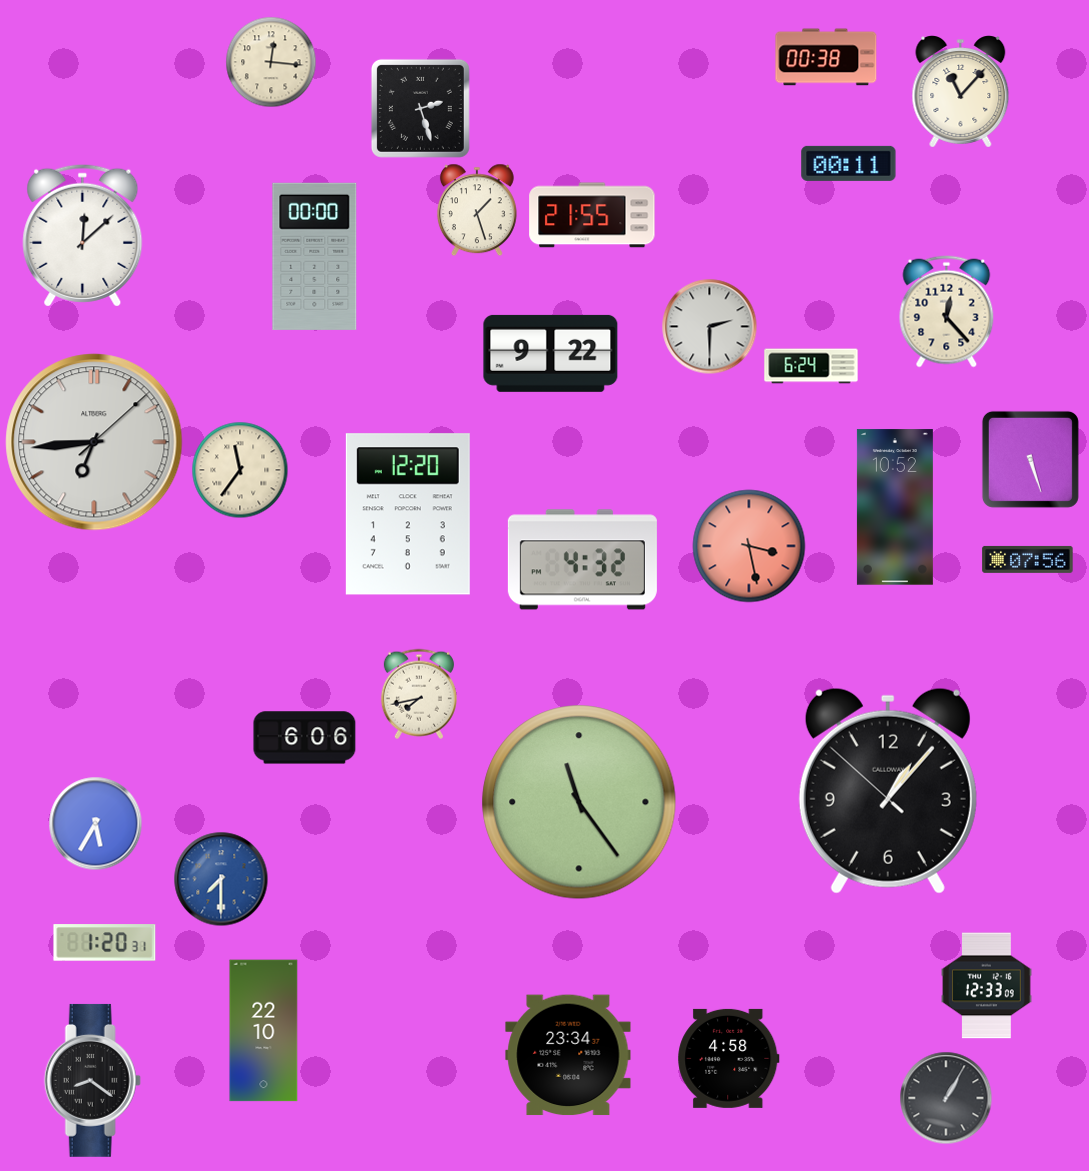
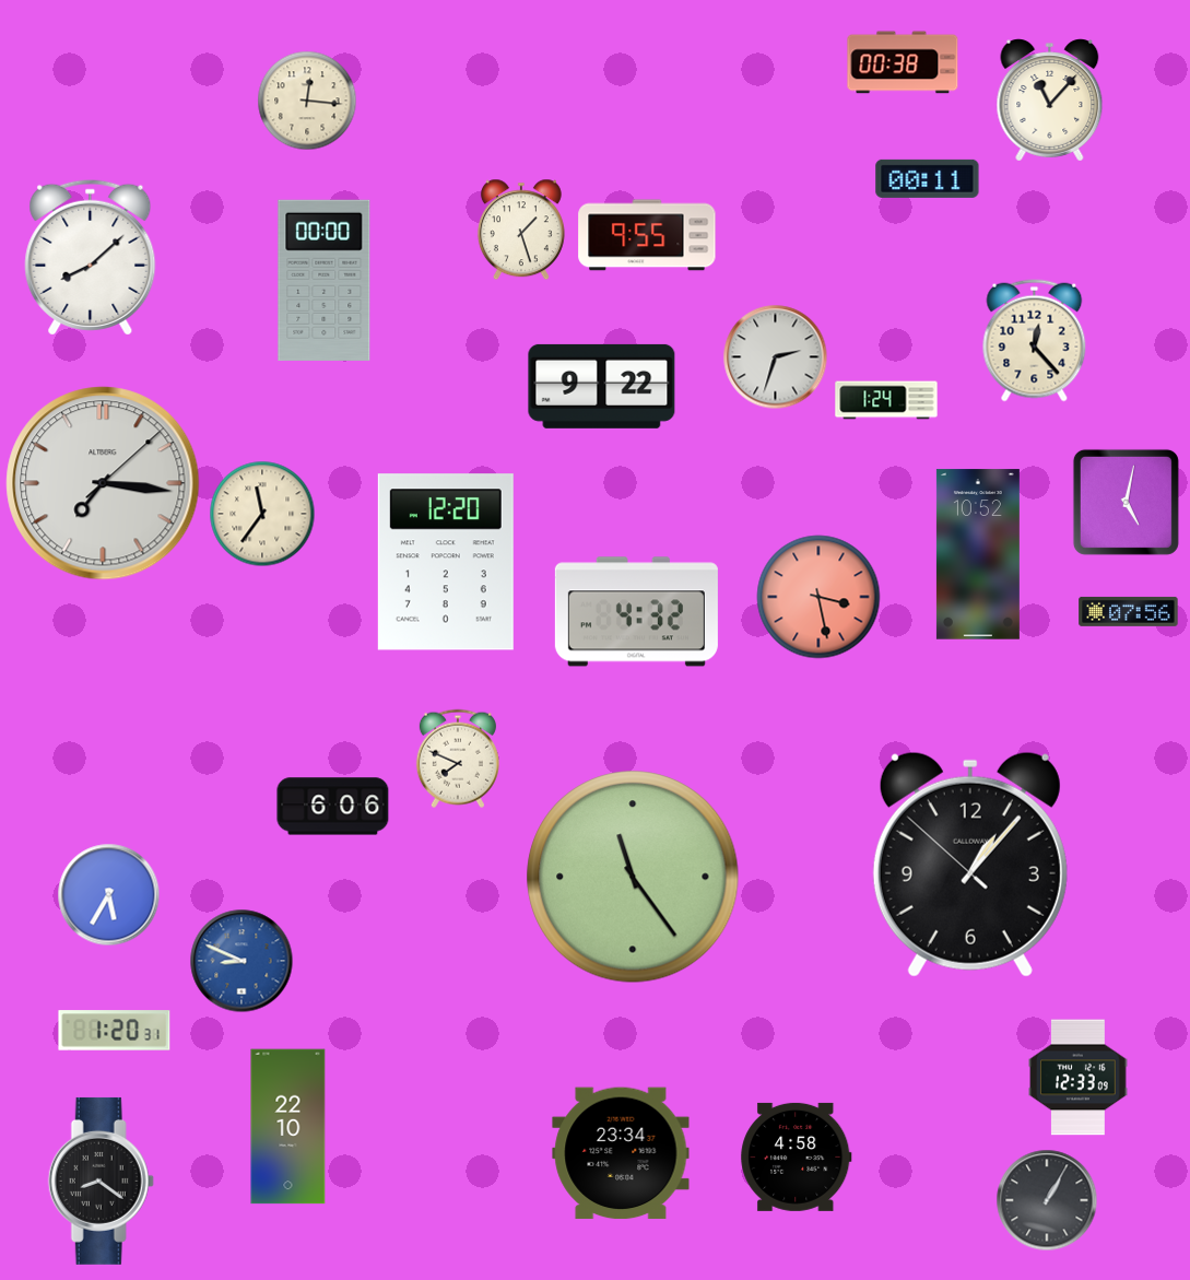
clock at (271, 62) position: (271, 62) -> (307, 101)
clock at (420, 108): 2:27 -> none
clock at (592, 215): 21:55 -> 9:55
clock at (83, 235): 12:08 -> 8:08
clock at (315, 256) position: (315, 256) -> (325, 280)
clock at (710, 327): 2:30 -> 2:33
clock at (811, 366): 6:24 -> 1:24
clock at (94, 442): 6:44 -> 7:16
clock at (1030, 459): 5:27 -> 5:02
clock at (1028, 559) position: (1028, 559) -> (1129, 611)
clock at (419, 694): 7:43 -> 7:49
clock at (96, 824) position: (96, 824) -> (109, 895)
clock at (221, 879): 7:30 -> 8:49
clock at (946, 1098) position: (946, 1098) -> (1047, 1200)
